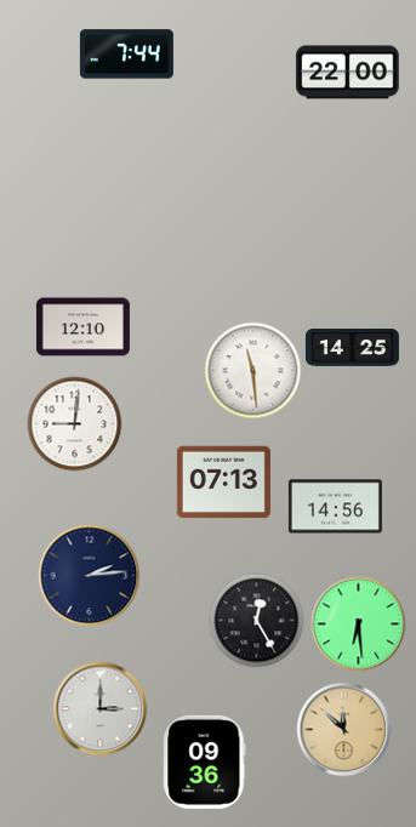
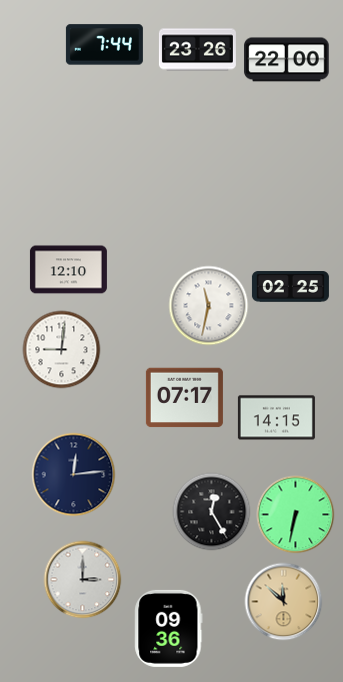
clock at (197, 50): none -> 23:26
clock at (352, 348): 14:25 -> 02:25
clock at (252, 370): 11:29 -> 11:32
clock at (223, 483): 07:13 -> 07:17
clock at (335, 507): 14:56 -> 14:15
clock at (89, 575): 2:14 -> 12:14
clock at (358, 623): 6:29 -> 6:32
clock at (99, 708) position: (99, 708) -> (82, 579)
